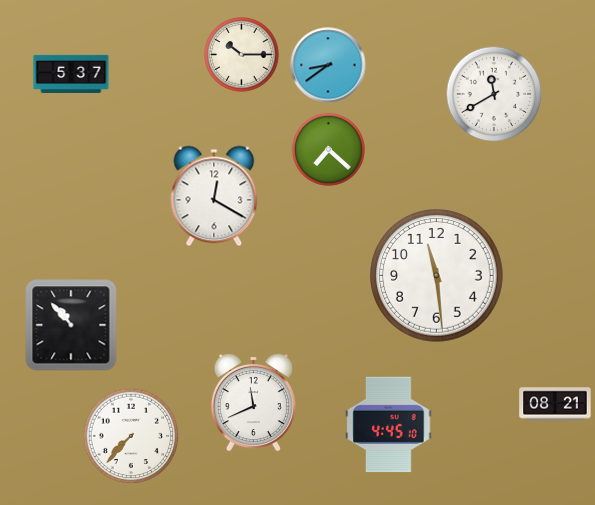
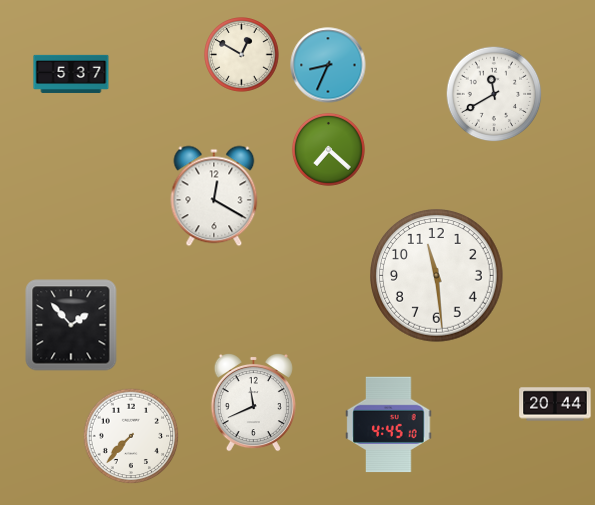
clock at (242, 55): 10:15 -> 12:50
clock at (328, 65): 8:39 -> 8:34
clock at (71, 325): 10:53 -> 1:53
clock at (555, 404): 08:21 -> 20:44
